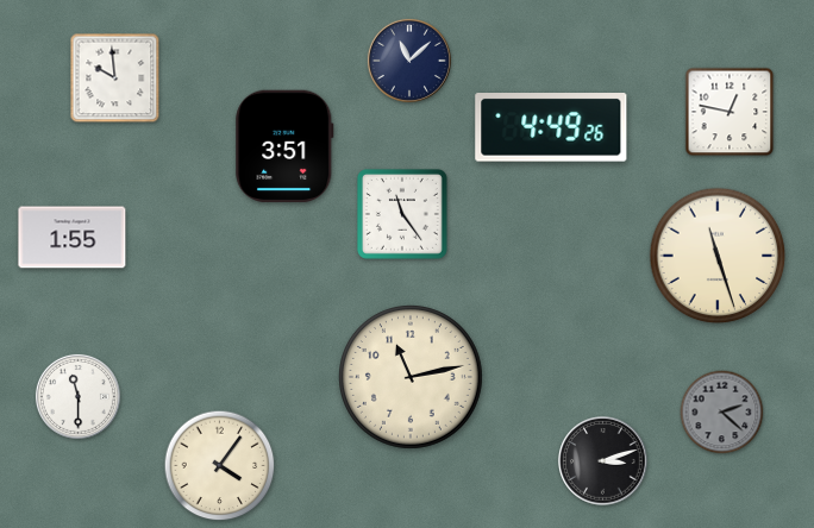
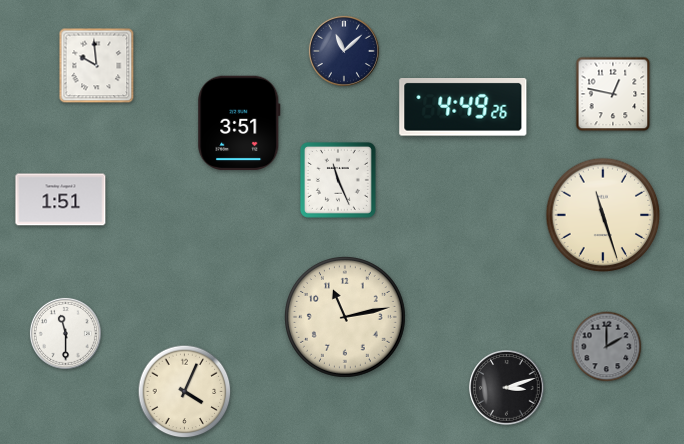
clock at (402, 214): 11:24 -> 11:26
clock at (73, 238): 1:55 -> 1:51
clock at (722, 413): 2:22 -> 2:00
clock at (220, 466): 4:06 -> 4:04
